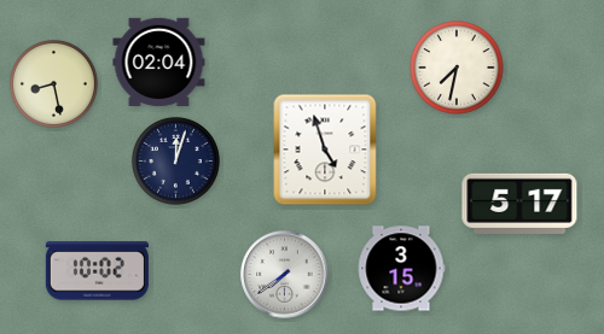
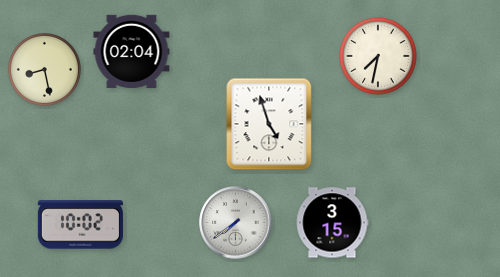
clock at (175, 160): 12:03 -> none
clock at (519, 204): 5:17 -> none
clock at (285, 275) position: (285, 275) -> (236, 223)
